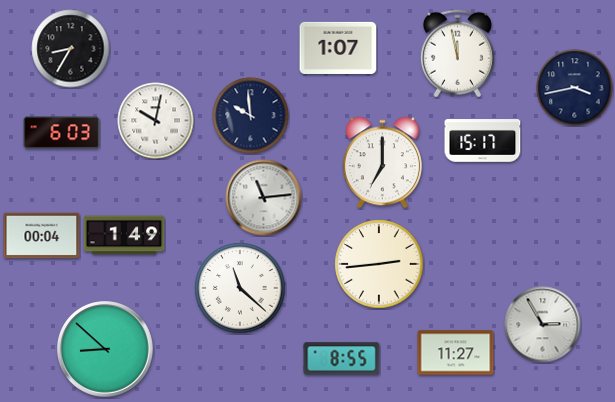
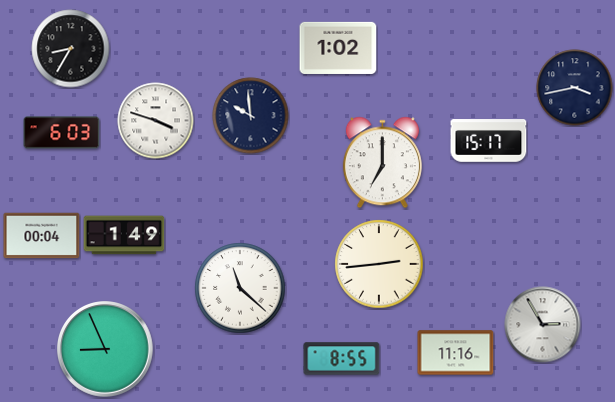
clock at (338, 48): 1:07 -> 1:02
clock at (457, 54): 11:58 -> none
clock at (156, 121): 10:02 -> 3:48
clock at (483, 141) position: (483, 141) -> (489, 141)
clock at (264, 198): 11:14 -> none
clock at (105, 349): 8:52 -> 8:56
clock at (456, 353): 11:27 -> 11:16
